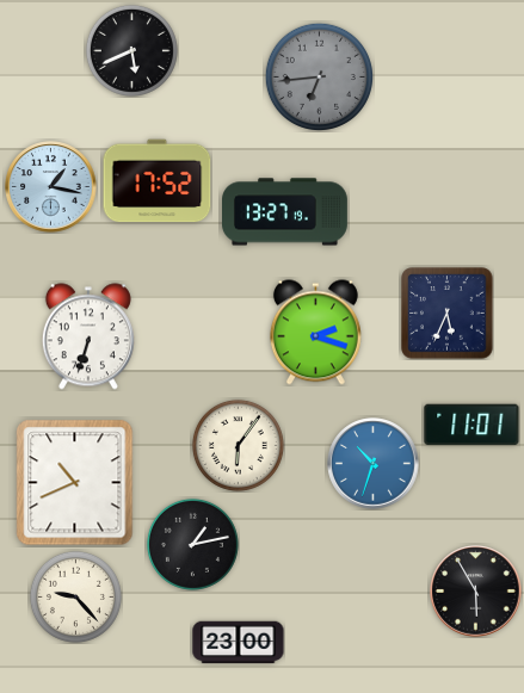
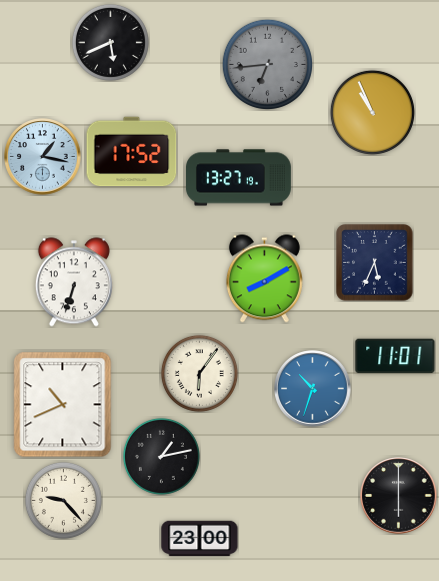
clock at (372, 112): none -> 10:56
clock at (315, 333): 2:18 -> 8:10
clock at (476, 592): 5:55 -> 6:00
